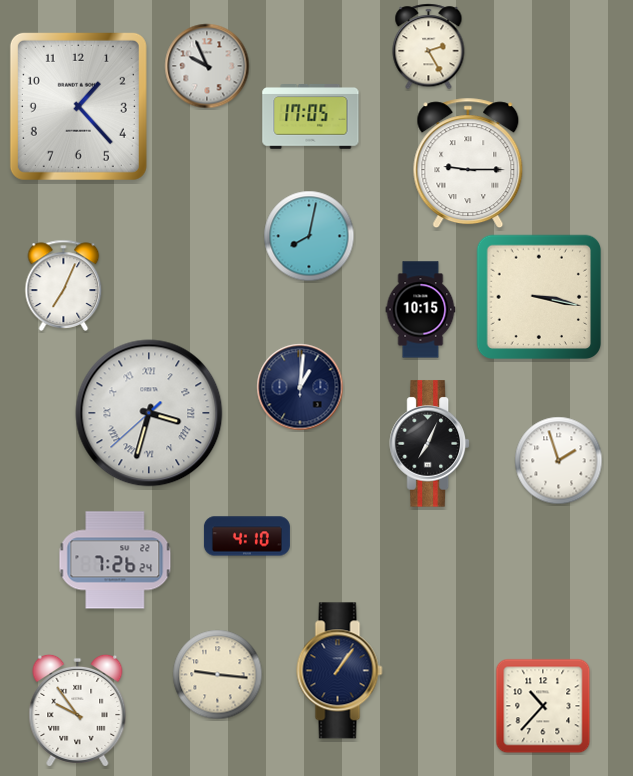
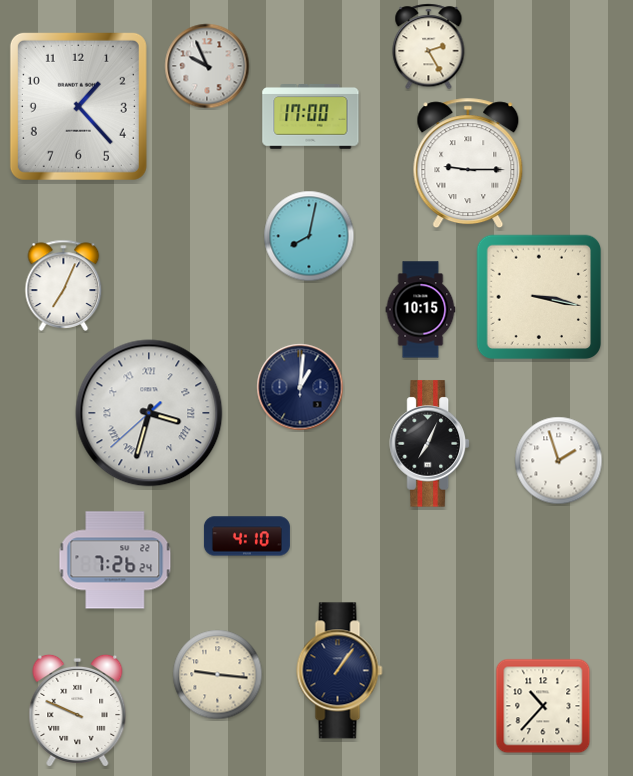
clock at (311, 117): 17:05 -> 17:00
clock at (78, 710): 9:54 -> 9:49
